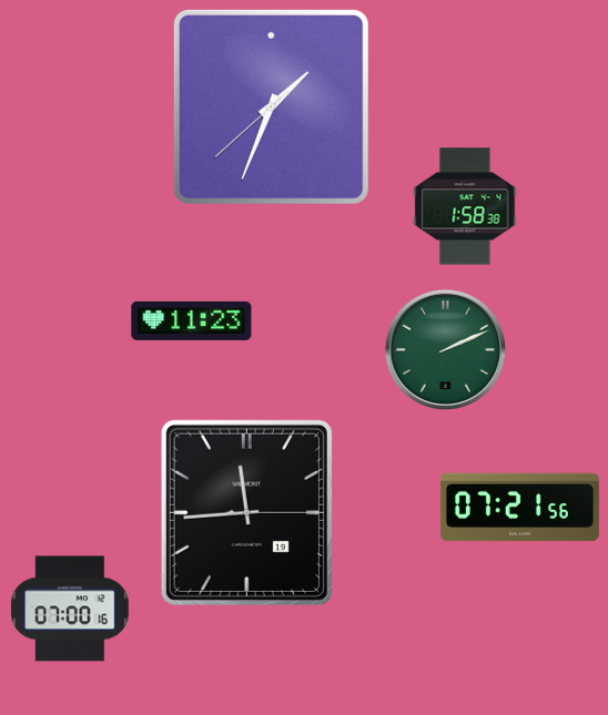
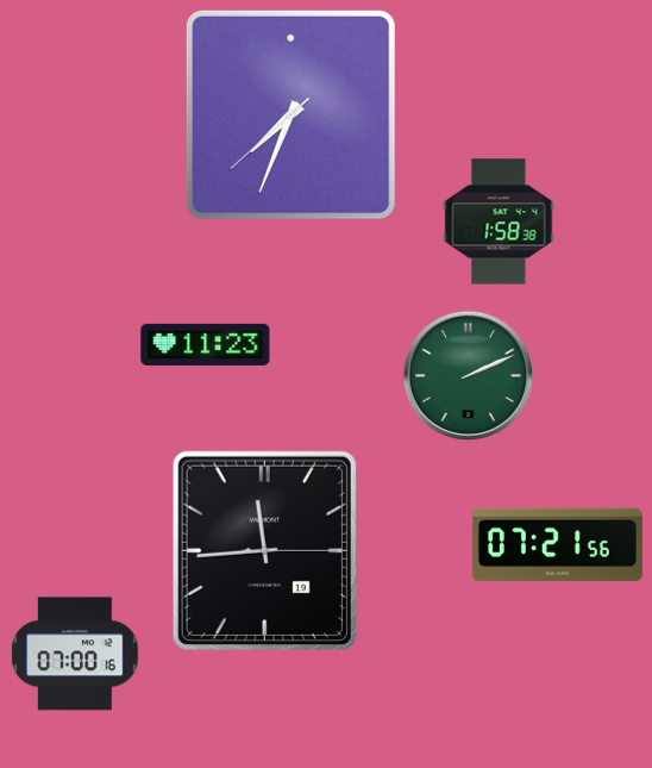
clock at (271, 106): 1:33 -> 7:33
clock at (445, 349) position: (445, 349) -> (468, 375)
